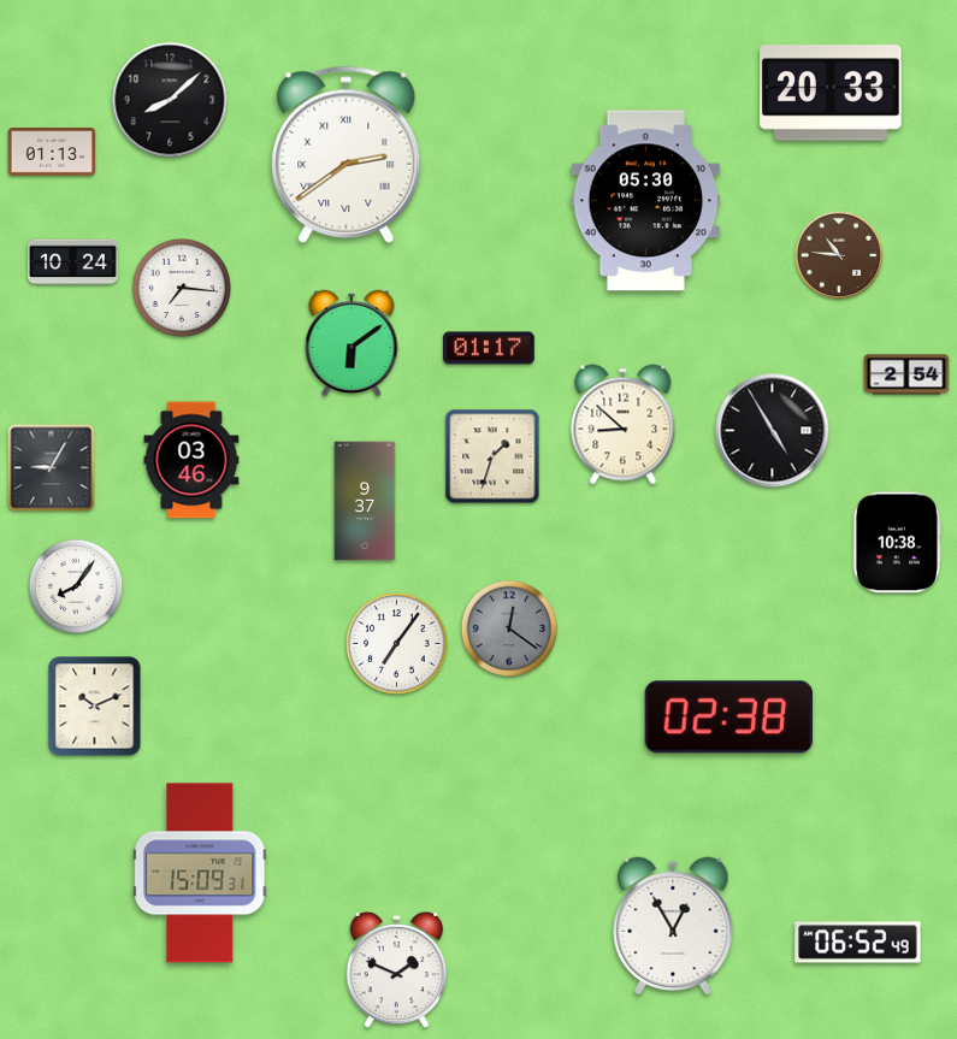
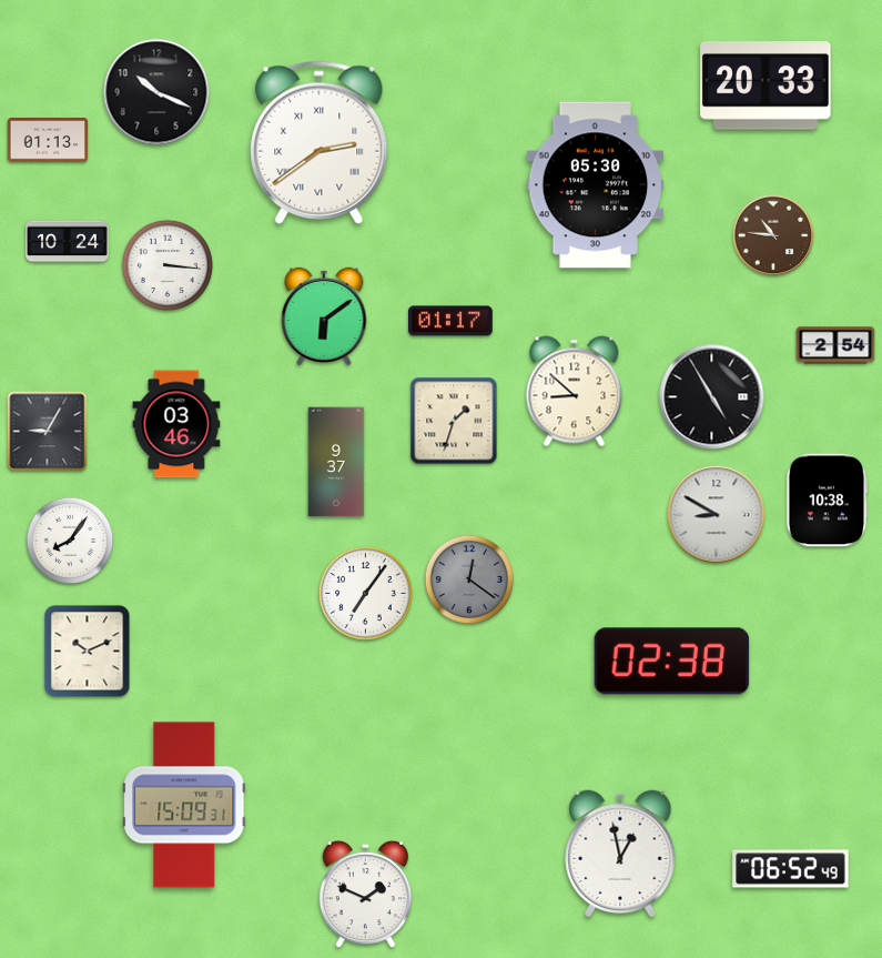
clock at (170, 100): 8:08 -> 10:19
clock at (182, 288): 7:16 -> 3:16
clock at (717, 515): none -> 8:50
clock at (673, 925): 12:55 -> 12:58
